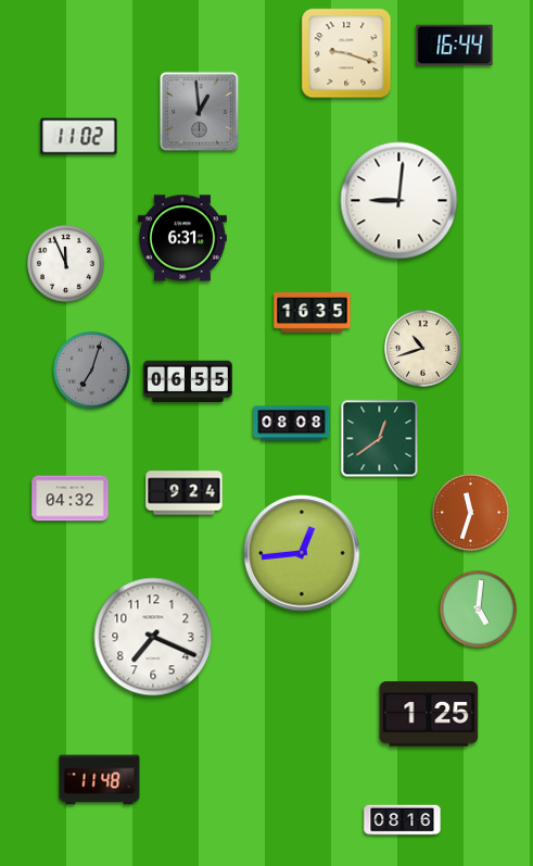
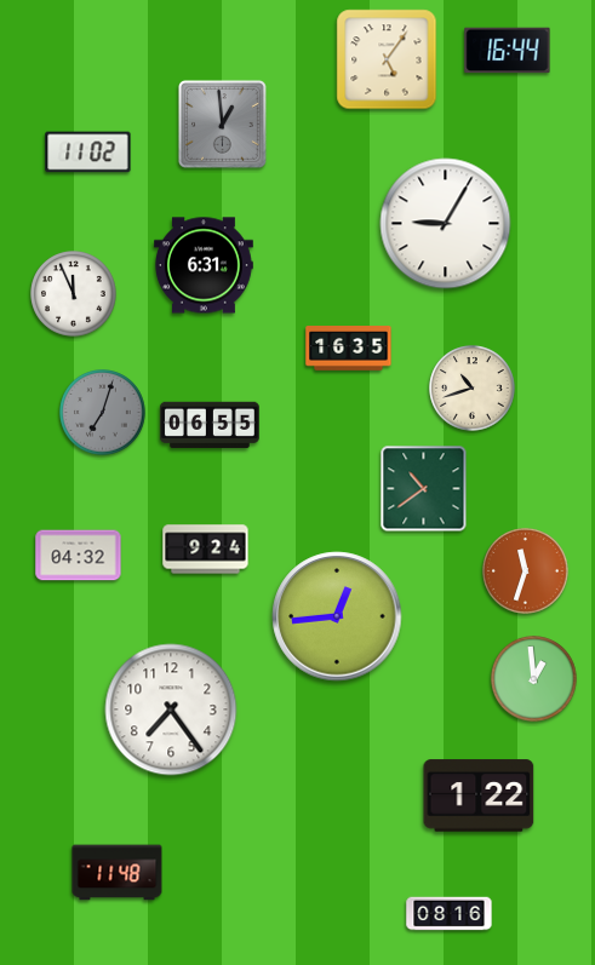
clock at (346, 53): 9:18 -> 5:06
clock at (399, 201): 9:01 -> 9:05
clock at (292, 424): 08:08 -> none
clock at (380, 439): 12:39 -> 10:39
clock at (479, 610): 5:01 -> 12:59
clock at (153, 637): 7:19 -> 7:24
clock at (429, 714): 1:25 -> 1:22
clock at (100, 780) position: (100, 780) -> (118, 873)
